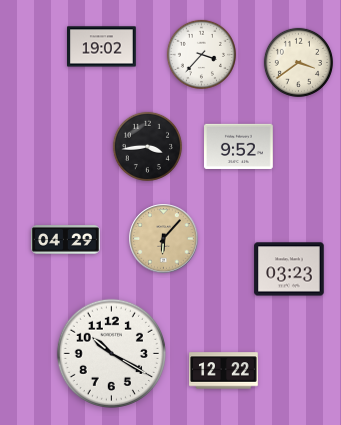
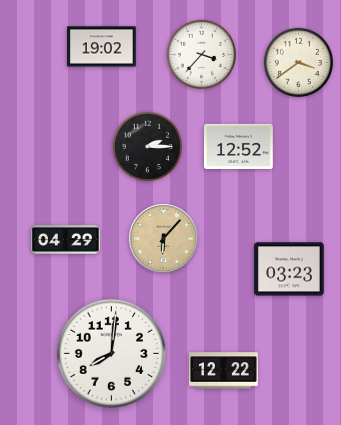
clock at (147, 146): 3:44 -> 2:15
clock at (239, 146): 9:52 -> 12:52
clock at (111, 353): 10:20 -> 8:01
